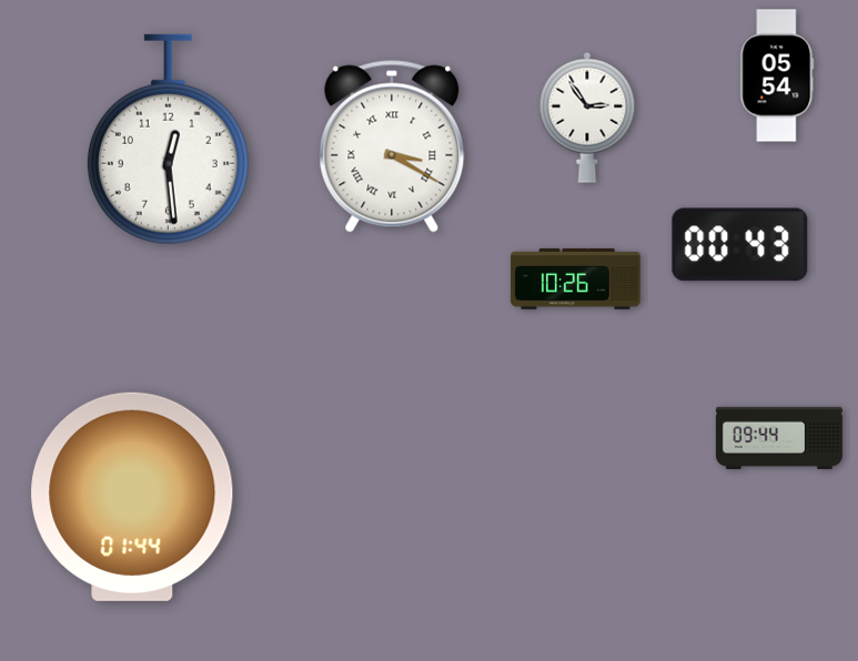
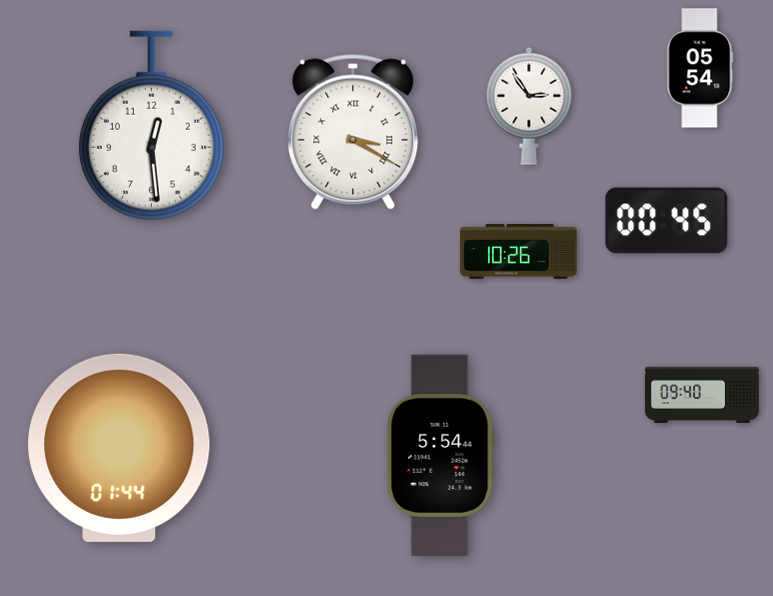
clock at (740, 245): 00:43 -> 00:45
clock at (779, 438): 09:44 -> 09:40
clock at (440, 455): none -> 5:54
